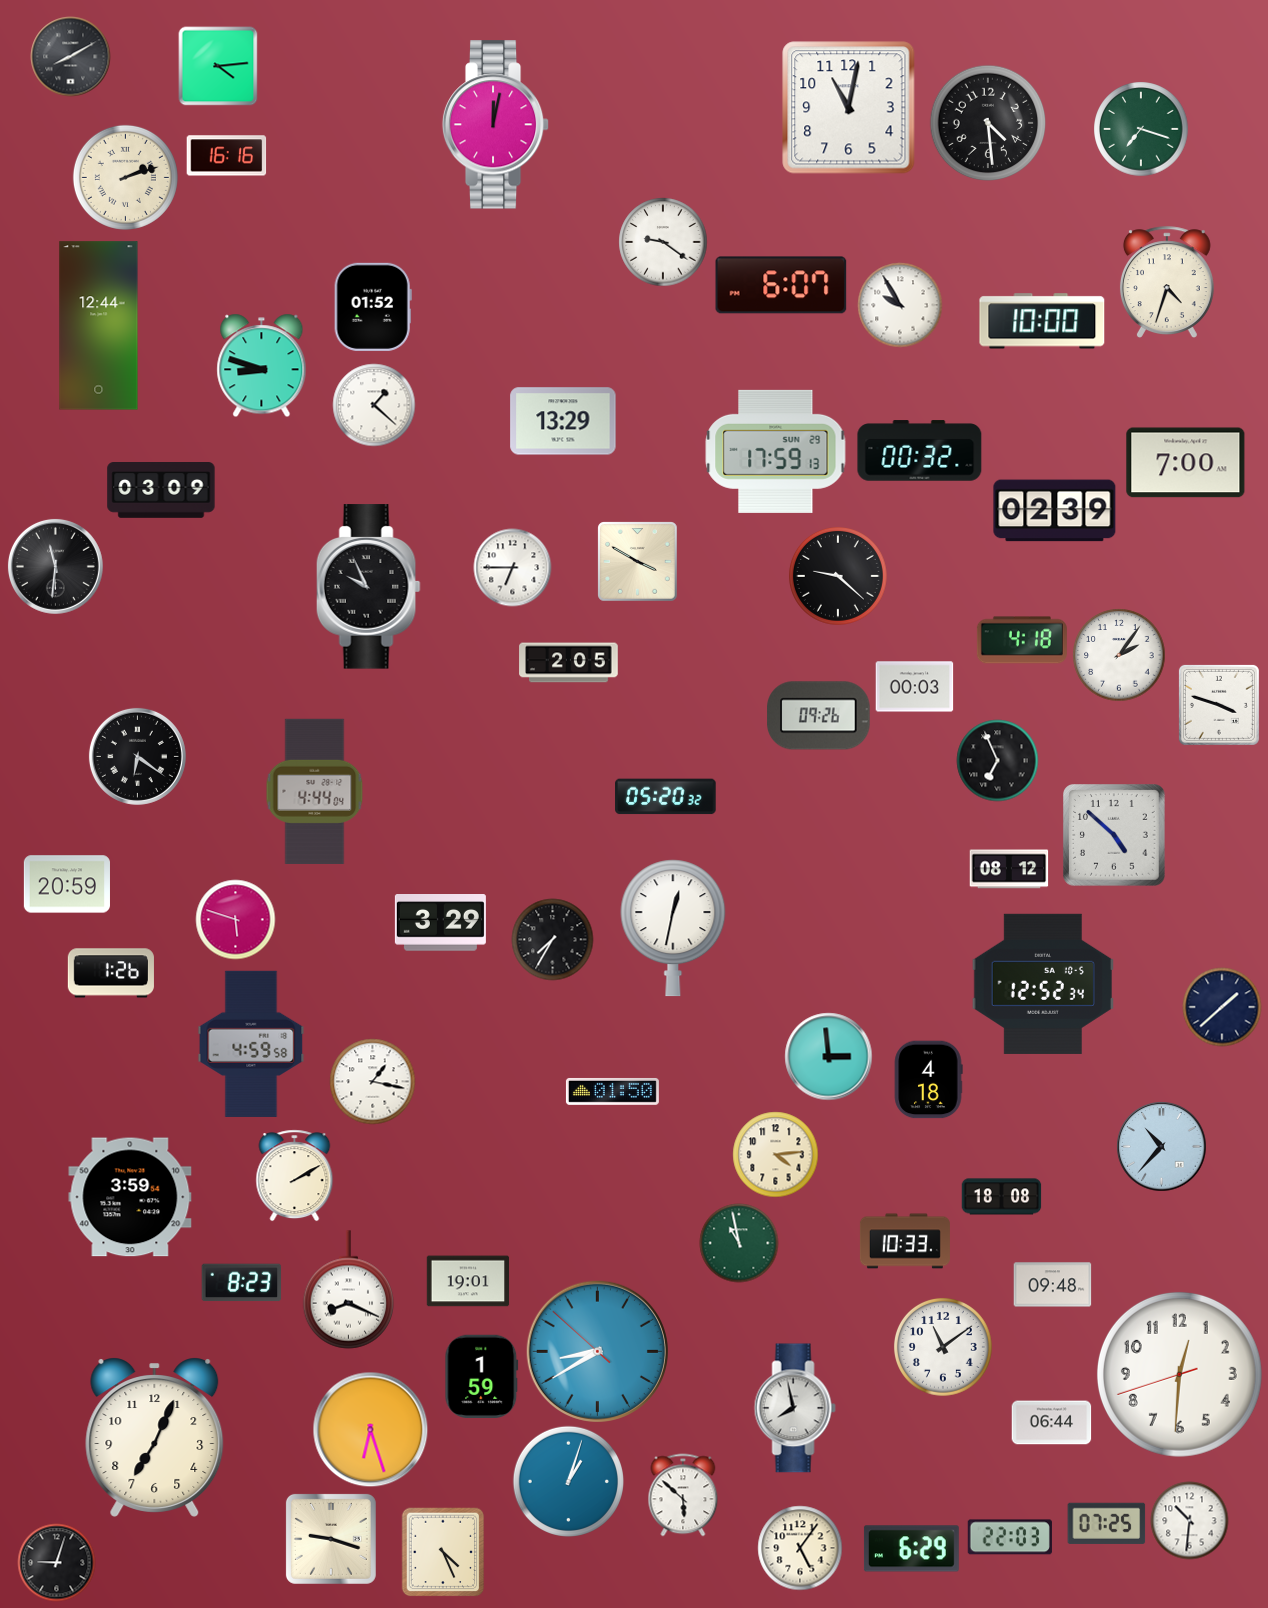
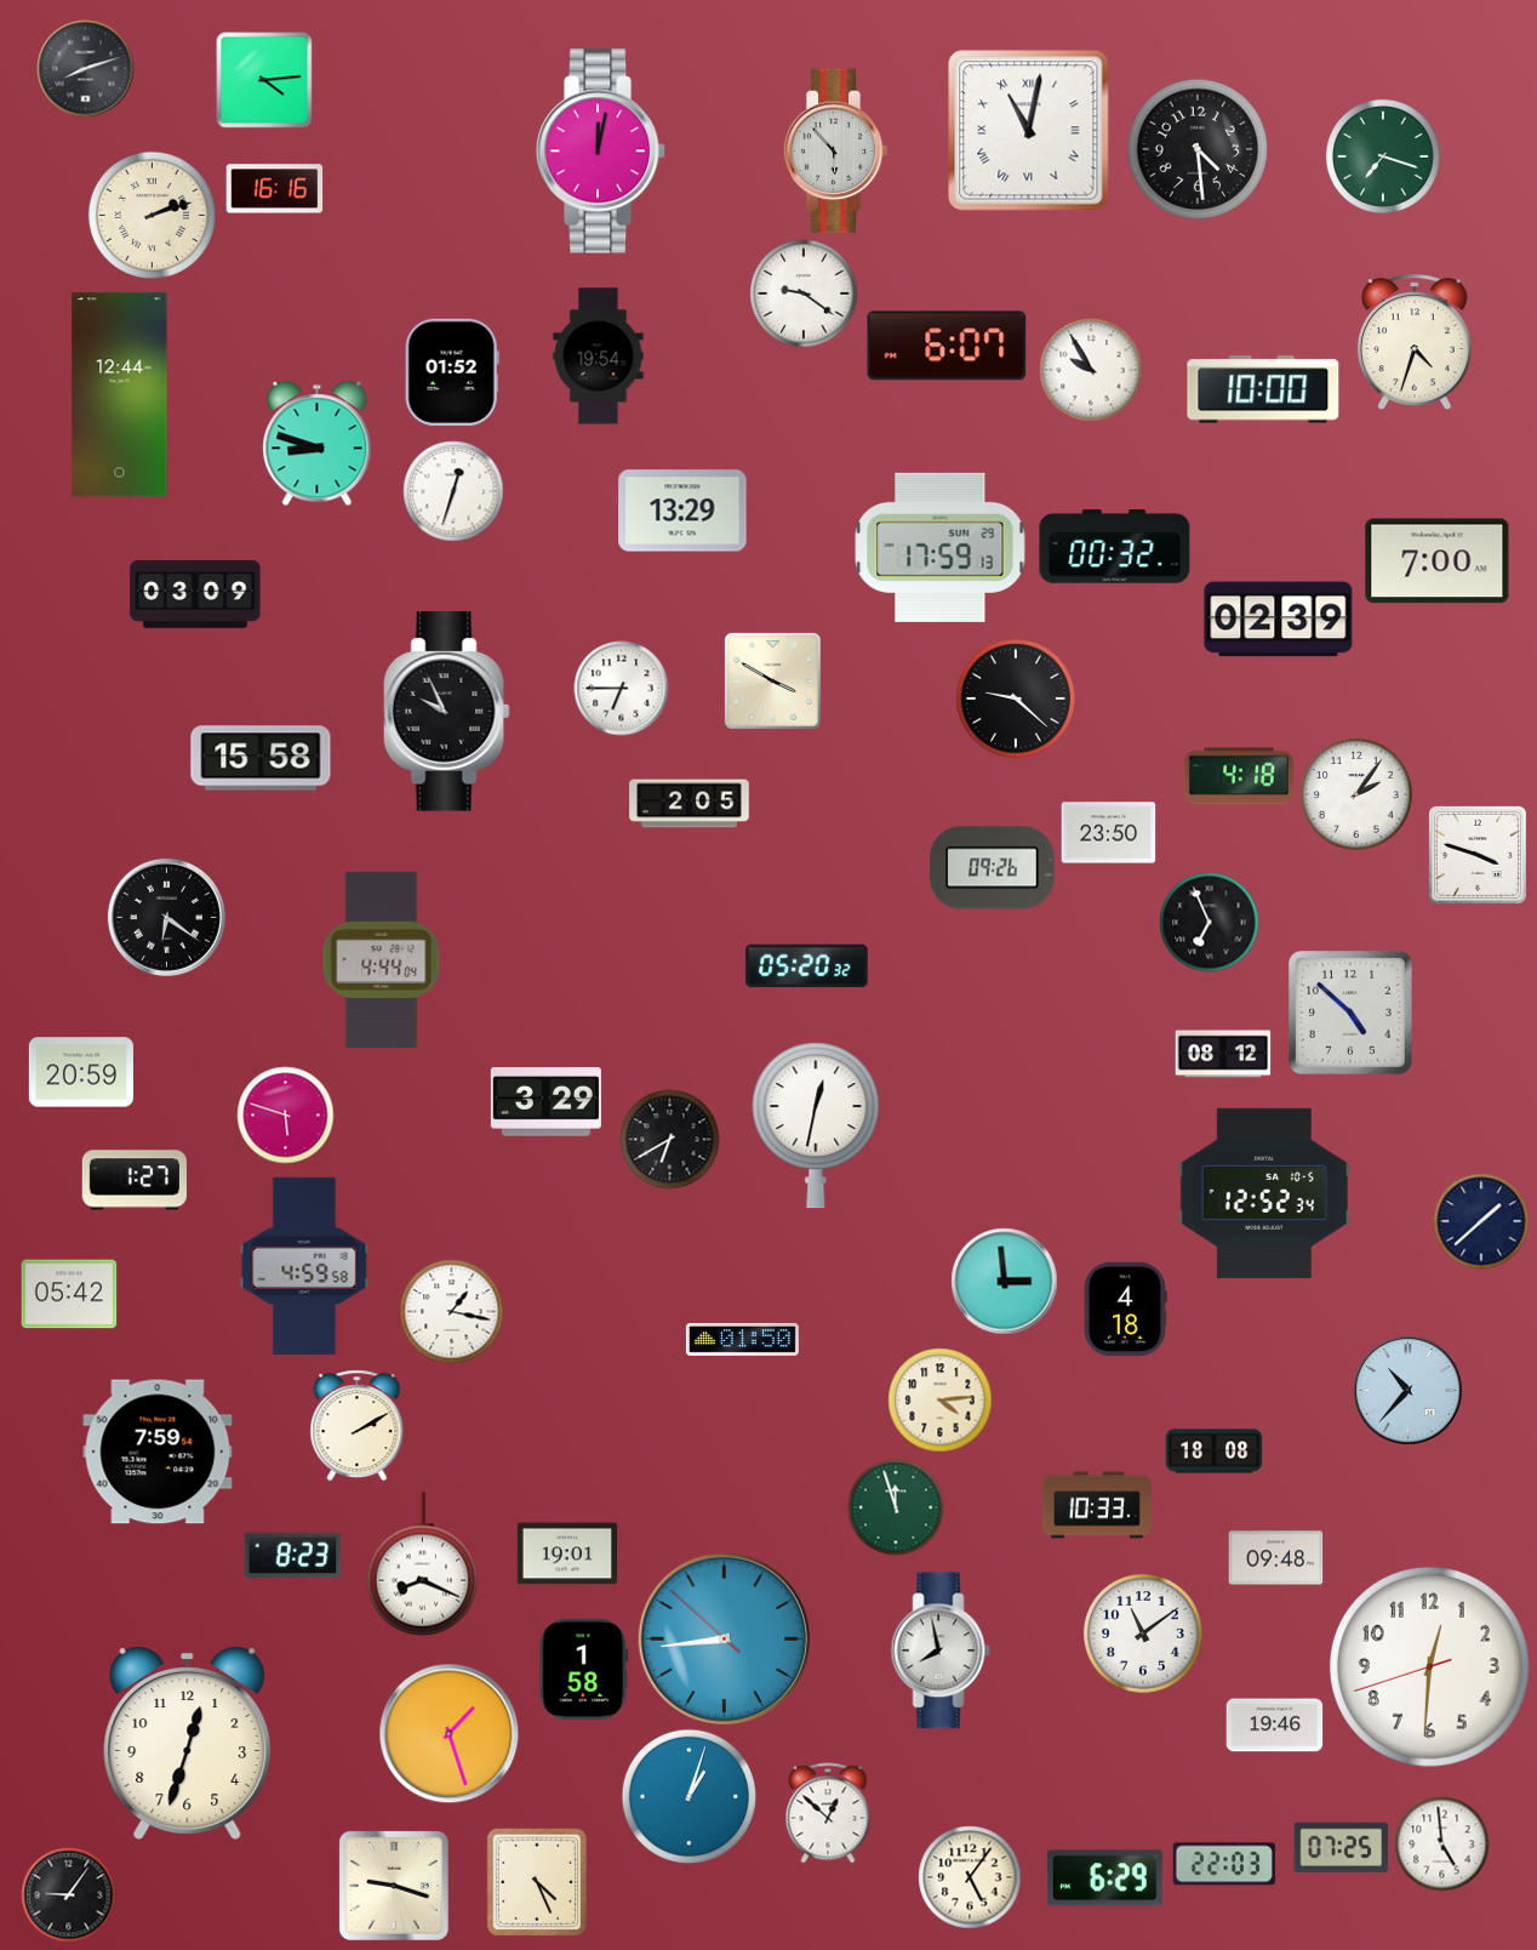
clock at (70, 56): 8:10 -> 8:12
clock at (849, 108) numerals: Arabic -> Roman
clock at (835, 152): none -> 5:53
clock at (599, 357): none -> 19:54
clock at (374, 405): 1:22 -> 12:33
clock at (55, 566): 11:31 -> none
clock at (261, 758): none -> 15:58
clock at (914, 687): 00:03 -> 23:50
clock at (440, 923) position: (440, 923) -> (545, 1102)
clock at (552, 939): 7:35 -> 6:40
clock at (111, 973): 1:26 -> 1:27
clock at (69, 1294): none -> 05:42
clock at (612, 1091) position: (612, 1091) -> (742, 1339)
clock at (130, 1197): 3:59 -> 7:59
clock at (739, 1243): 10:58 -> 11:57
clock at (597, 1351): 8:39 -> 8:43
clock at (482, 1376): 1:59 -> 1:58
clock at (795, 1408) position: (795, 1408) -> (941, 1650)
clock at (1051, 1423): 06:44 -> 19:46
clock at (370, 1429): 6:27 -> 1:27
clock at (155, 1437): 7:04 -> 12:33
clock at (683, 1495): 5:52 -> 12:52
clock at (1189, 1520): 10:31 -> 4:59
clock at (331, 1539) position: (331, 1539) -> (394, 1886)
clock at (56, 1562): 9:03 -> 9:06
